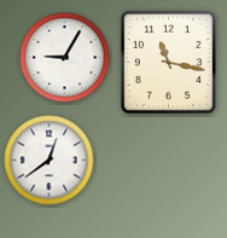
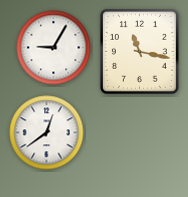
clock at (50, 161) position: (50, 161) -> (47, 133)
